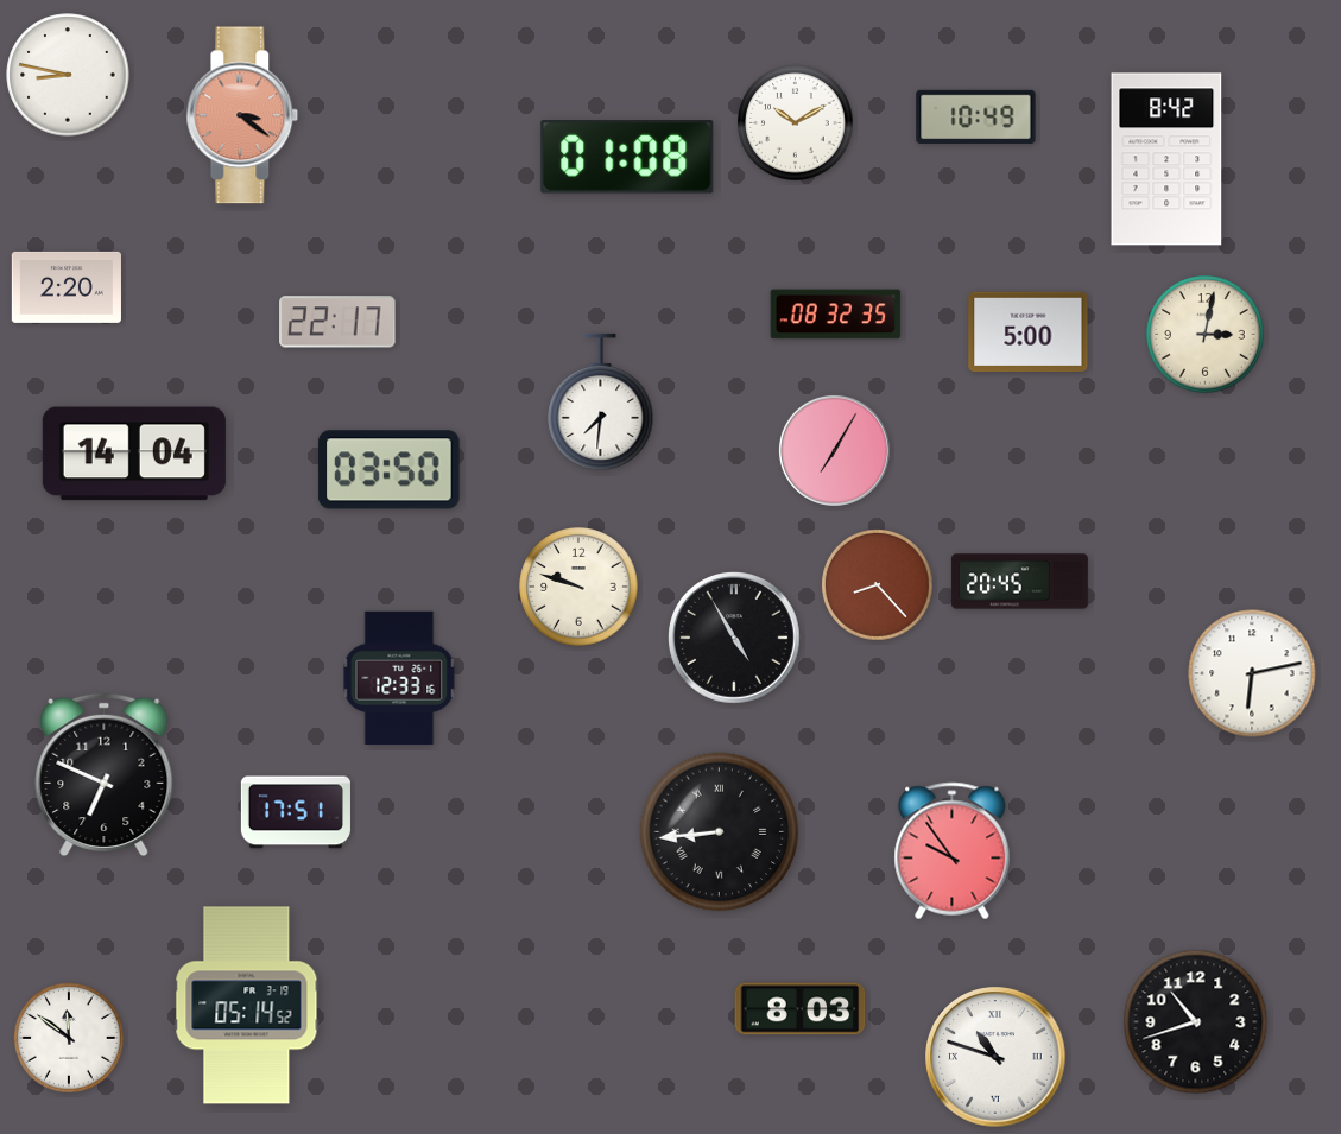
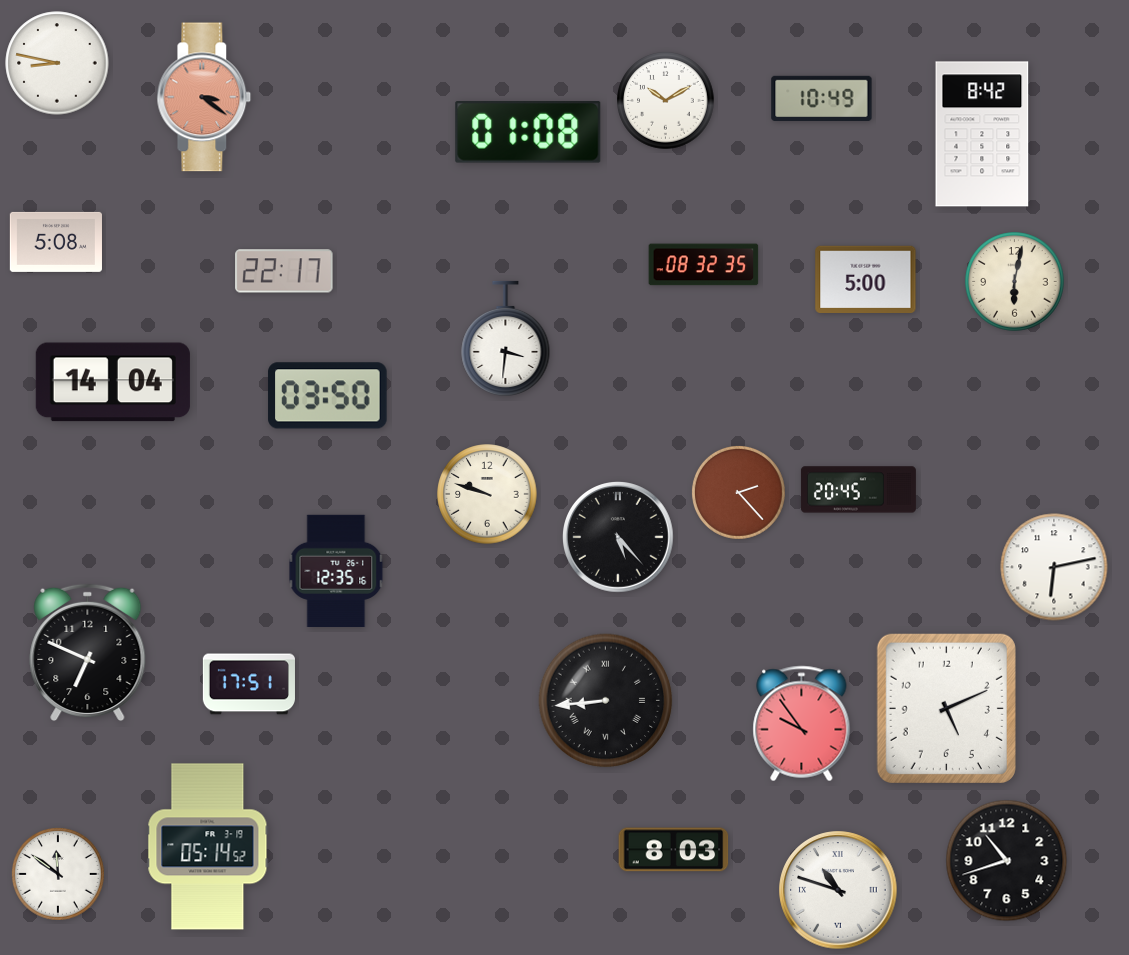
clock at (796, 123) position: (796, 123) -> (666, 101)
clock at (67, 287): 2:20 -> 5:08
clock at (1206, 335): 3:02 -> 6:02
clock at (601, 401): 7:31 -> 3:31
clock at (834, 450): 7:05 -> none
clock at (877, 584): 8:23 -> 2:23
clock at (735, 639): 4:55 -> 5:23
clock at (399, 677): 12:33 -> 12:35
clock at (946, 708): none -> 5:11
clock at (953, 851) position: (953, 851) -> (802, 724)
